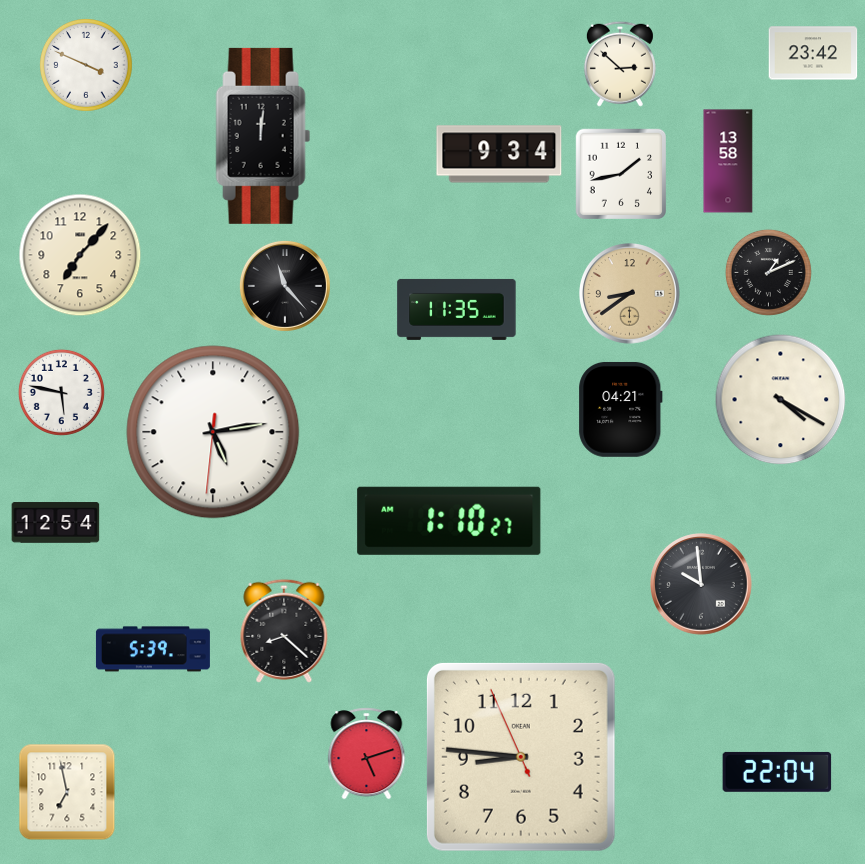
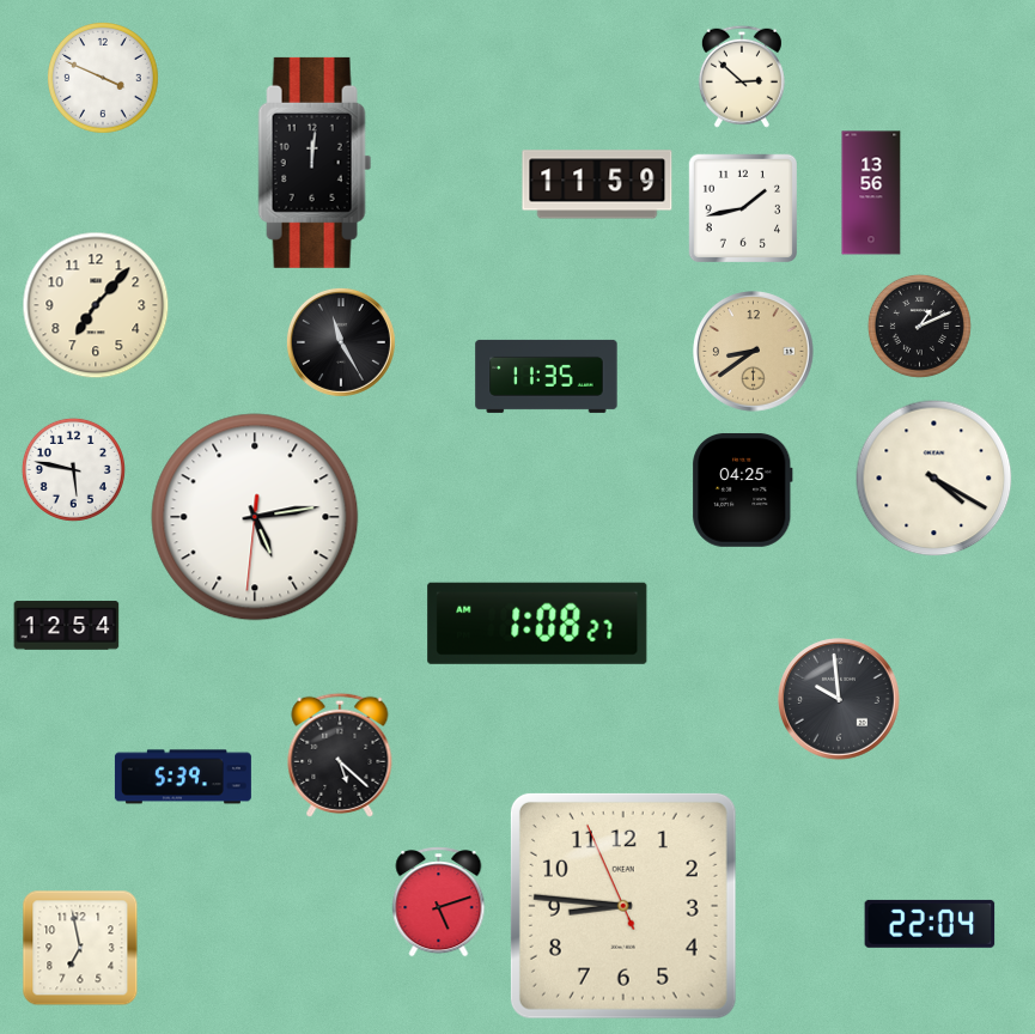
clock at (813, 53): 23:42 -> none
clock at (499, 154): 9:34 -> 11:59
clock at (728, 161): 13:58 -> 13:56
clock at (285, 286): 11:23 -> 11:25
clock at (457, 309) position: (457, 309) -> (547, 376)
clock at (621, 409): 04:21 -> 04:25
clock at (449, 521): 1:10 -> 1:08
clock at (284, 631): 8:22 -> 5:22
